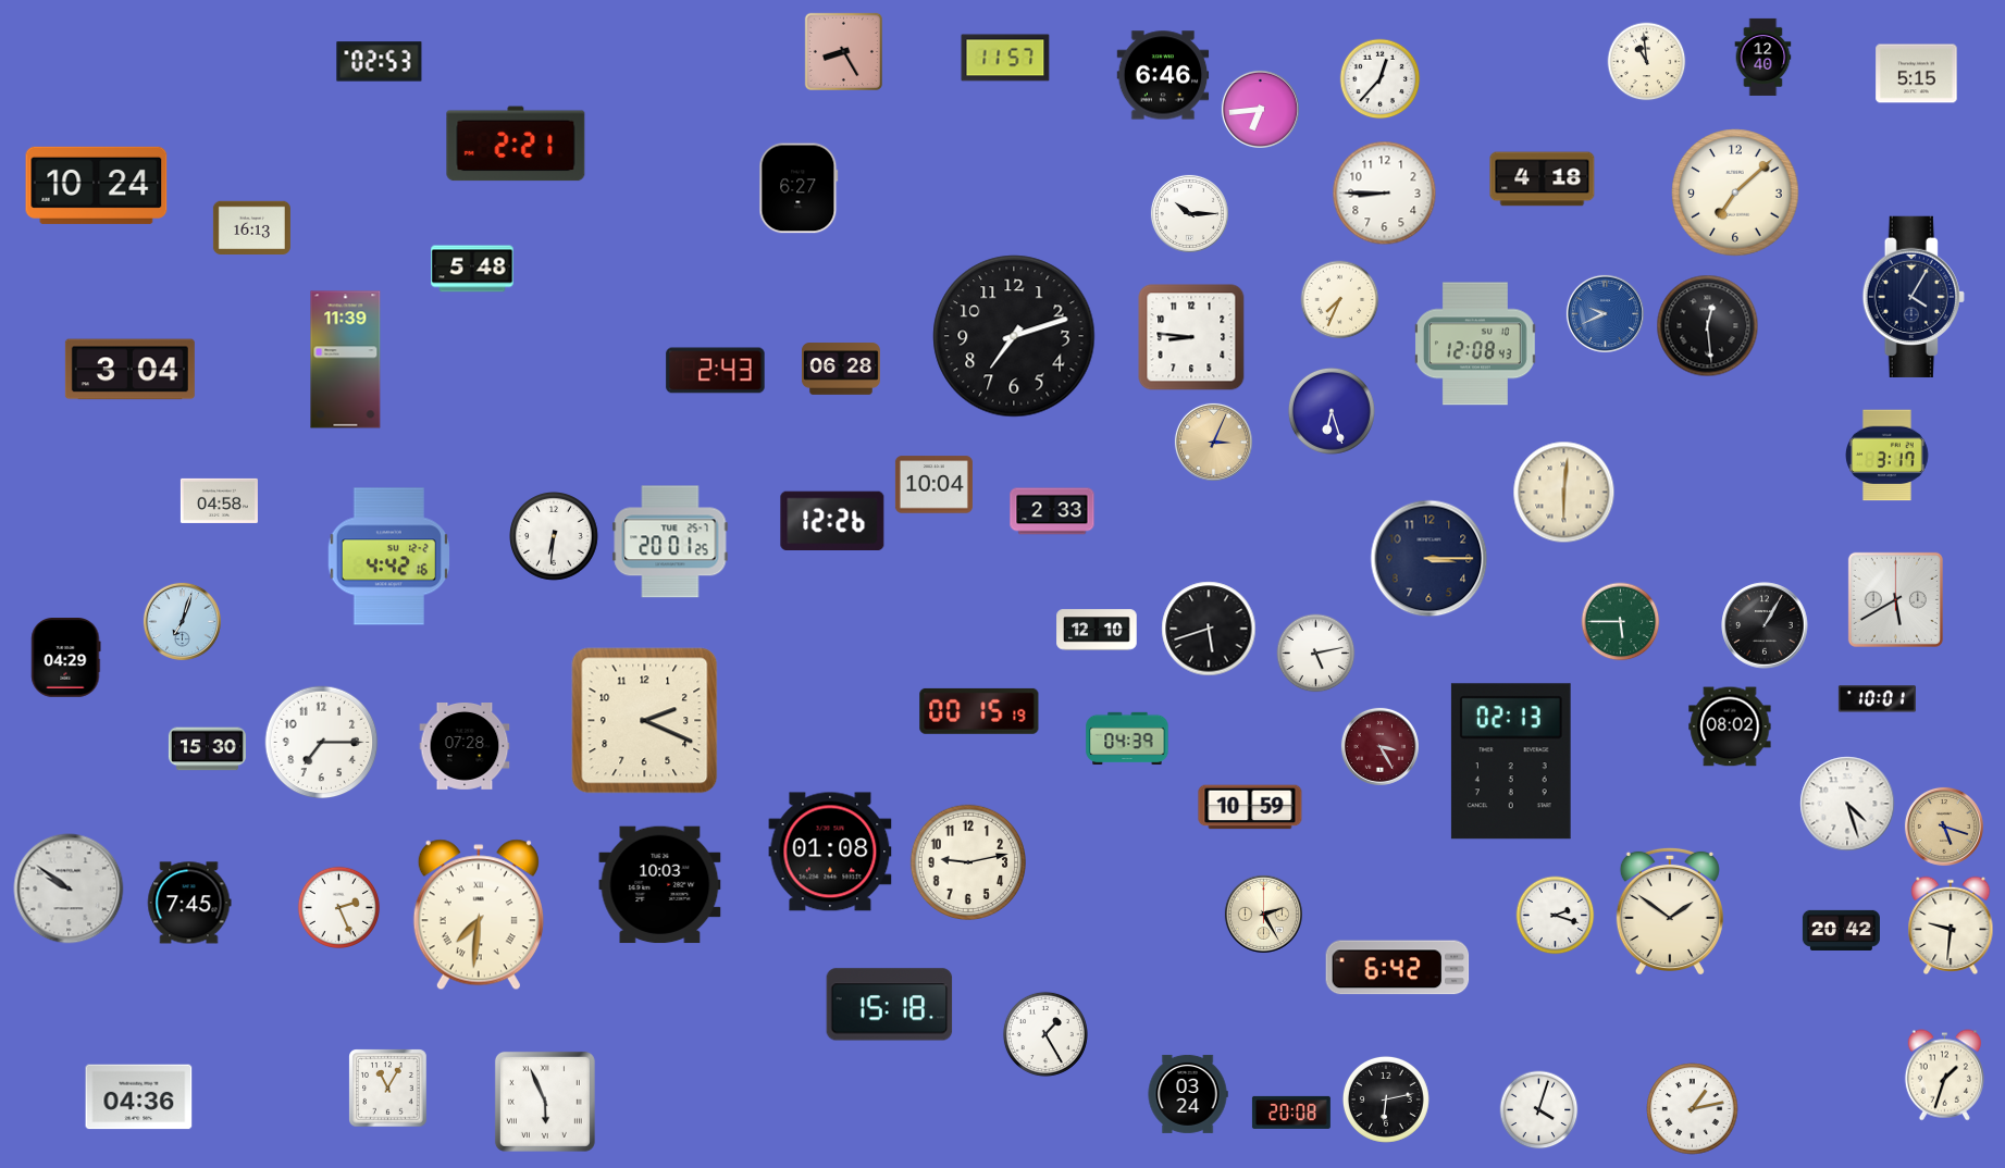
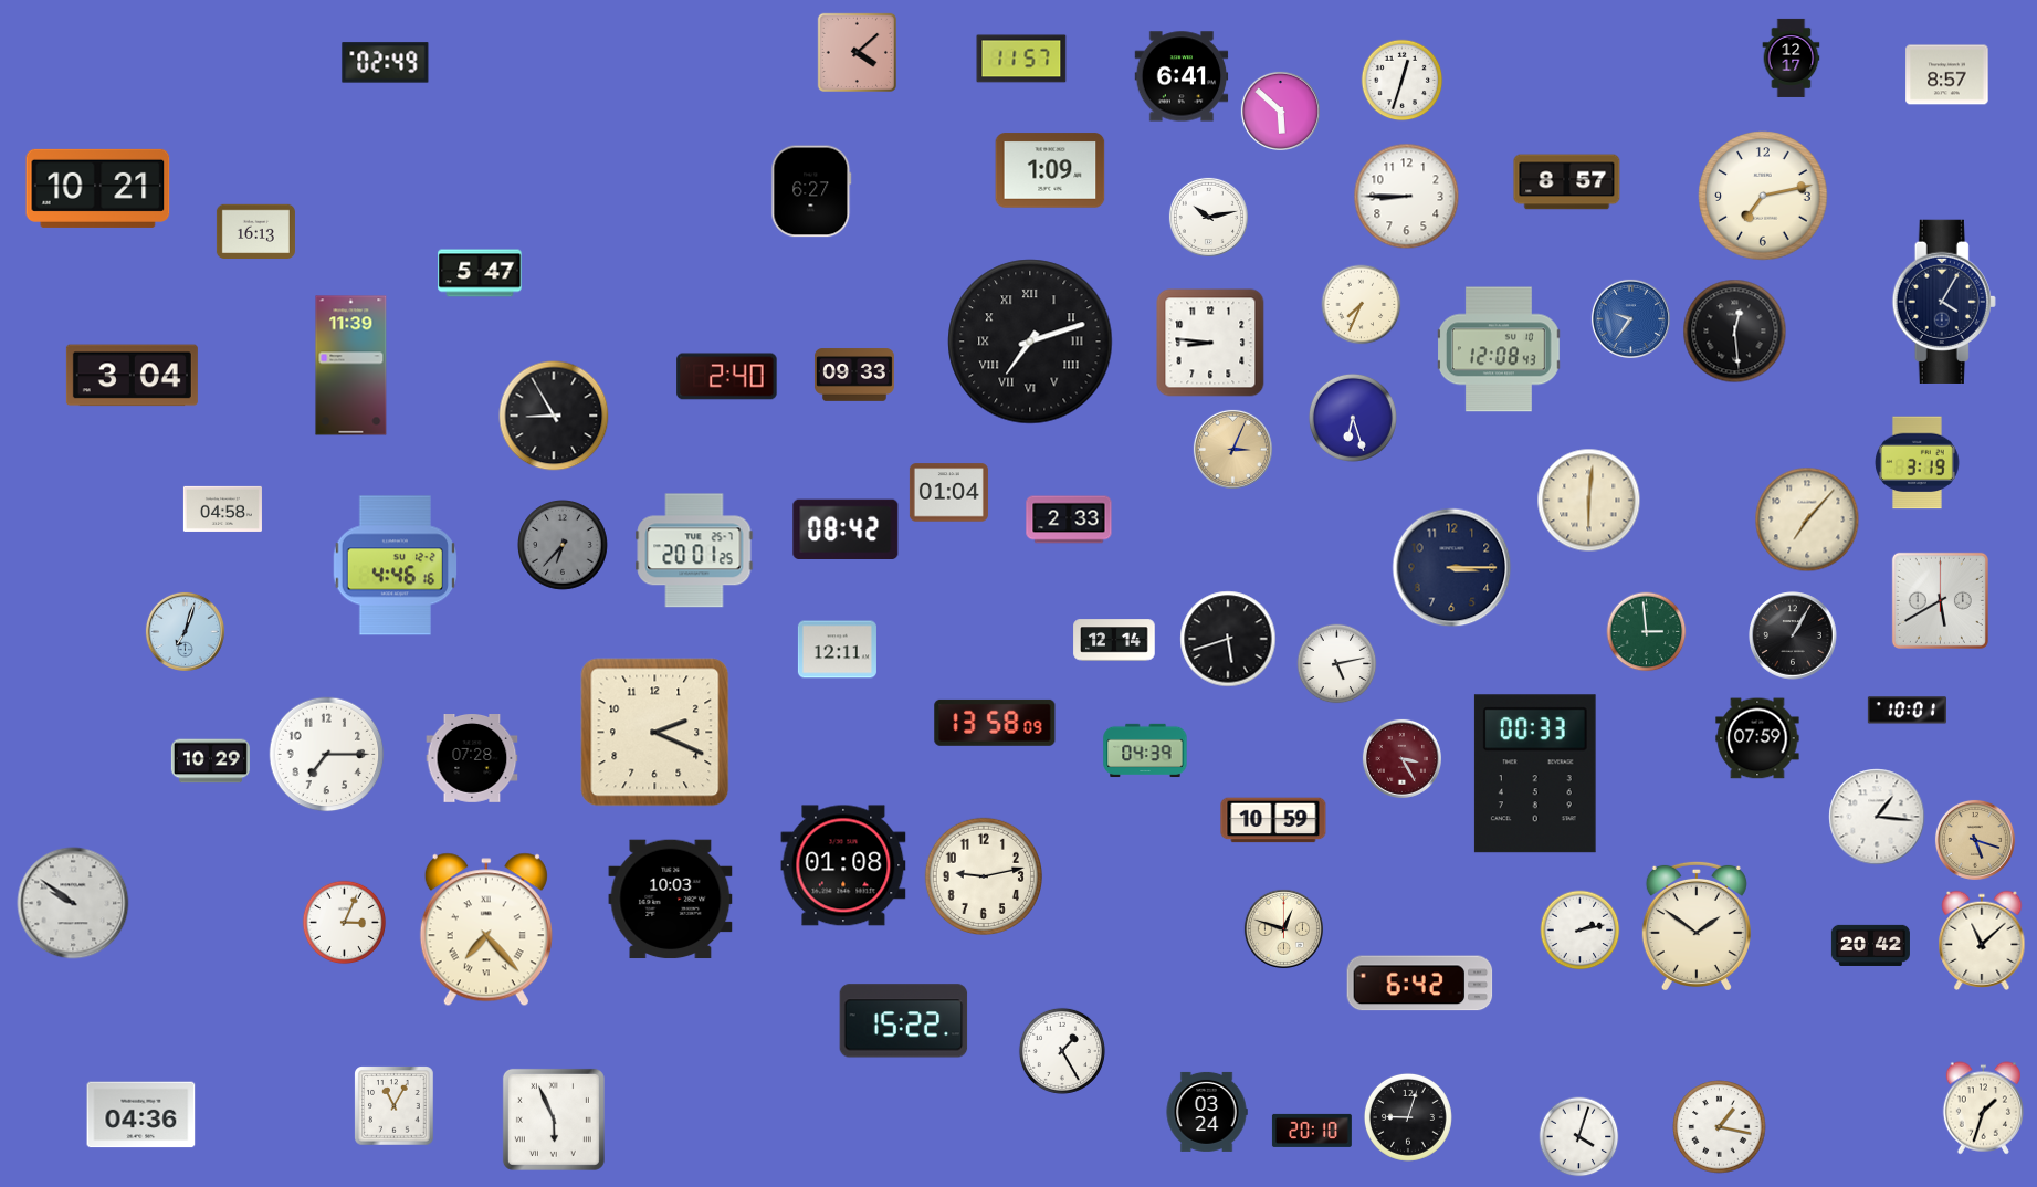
clock at (843, 51): 8:25 -> 4:08
clock at (1763, 57): 12:40 -> 12:17
clock at (380, 62): 02:53 -> 02:49
clock at (1647, 62): 10:59 -> none
clock at (1917, 74): 5:15 -> 8:57
clock at (1163, 75): 6:46 -> 6:41
clock at (1381, 79): 12:37 -> 12:33
clock at (1260, 109): 6:44 -> 5:52
clock at (516, 144): 2:21 -> none
clock at (1050, 170): none -> 1:09
clock at (1543, 179): 4:18 -> 8:57
clock at (97, 185): 10:24 -> 10:21
clock at (1735, 192): 7:08 -> 7:13
clock at (1189, 213): 10:15 -> 10:13
clock at (472, 269): 5:48 -> 5:47
clock at (1605, 313): 9:41 -> 9:36
clock at (1014, 336) numerals: Arabic -> Roman
clock at (841, 369): 06:28 -> 09:33
clock at (716, 371): 2:43 -> 2:40
clock at (554, 416): none -> 8:55
clock at (1888, 456): 3:17 -> 3:19
clock at (933, 485): 10:04 -> 01:04
clock at (1807, 519): none -> 7:07
clock at (832, 521): 12:26 -> 08:42
clock at (555, 537): 6:31 -> 6:37
clock at (555, 537) dial: white -> grey
clock at (670, 542) position: (670, 542) -> (694, 550)
clock at (388, 557): 4:42 -> 4:46
clock at (1895, 599) position: (1895, 599) -> (1940, 600)
clock at (1621, 622): 5:45 -> 2:59
clock at (1097, 630): 12:10 -> 12:14
clock at (837, 650): none -> 12:11
clock at (66, 658): 04:29 -> none
clock at (979, 711): 00:15 -> 13:58
clock at (1730, 726): 08:02 -> 07:59
clock at (207, 749): 15:30 -> 10:29
clock at (1511, 761): 02:13 -> 00:33
clock at (1847, 804): 4:27 -> 1:16
clock at (1250, 807) position: (1250, 807) -> (1273, 820)
clock at (69, 889) position: (69, 889) -> (73, 903)
clock at (189, 903): 7:45 -> none
clock at (339, 908): 2:26 -> 3:04
clock at (1263, 914): 2:25 -> 12:48
clock at (479, 915): 7:31 -> 7:23
clock at (1556, 916): 2:18 -> 2:13
clock at (1951, 924): 9:31 -> 11:08
clock at (890, 1005): 15:18 -> 15:22
clock at (1944, 1076) position: (1944, 1076) -> (1983, 1109)
clock at (1386, 1099): 6:13 -> 9:03
clock at (1693, 1109): 1:13 -> 1:17
clock at (1539, 1110) position: (1539, 1110) -> (1579, 1137)
clock at (1291, 1113): 20:08 -> 20:10
